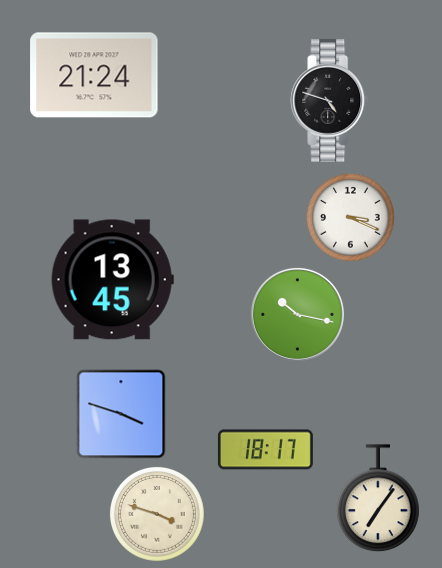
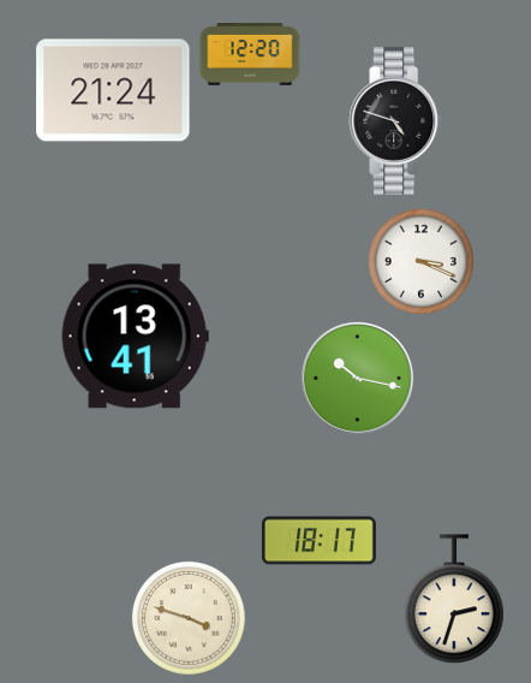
clock at (250, 55): none -> 12:20
clock at (112, 280): 13:45 -> 13:41
clock at (121, 414): 3:48 -> none
clock at (379, 499): 7:06 -> 2:33
